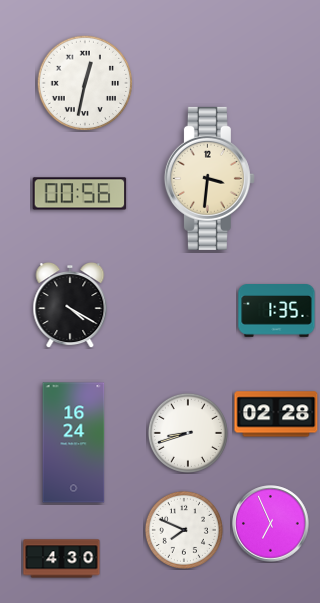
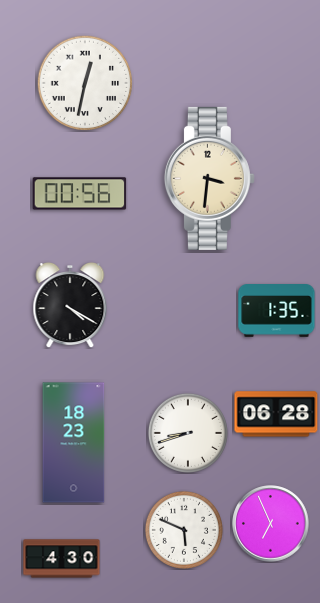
clock at (276, 414): 02:28 -> 06:28
clock at (74, 443): 16:24 -> 18:23
clock at (184, 530): 7:49 -> 5:49
